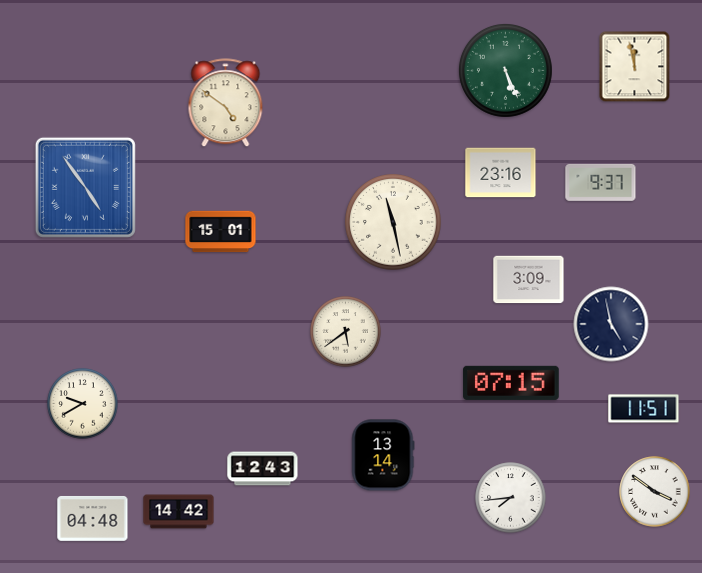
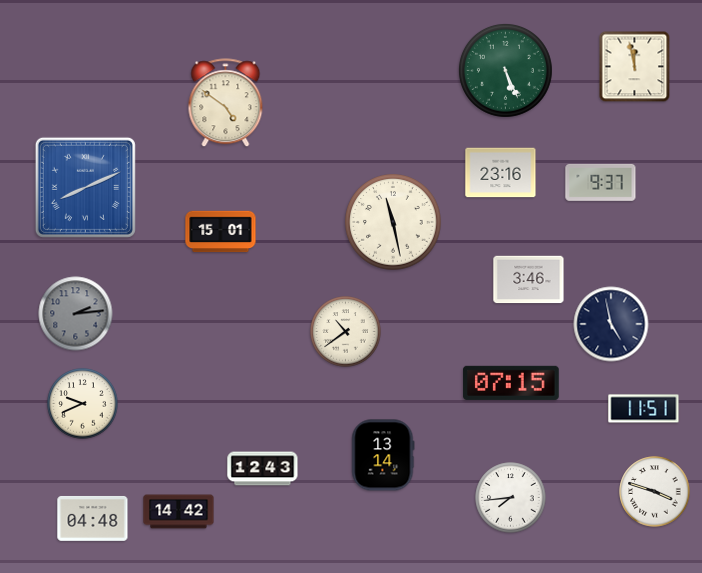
clock at (85, 187): 4:54 -> 8:11
clock at (529, 280): 3:09 -> 3:46
clock at (76, 314): none -> 2:14
clock at (346, 332): 5:39 -> 10:39
clock at (83, 404): 9:40 -> 9:41
clock at (655, 492): 3:51 -> 3:48
